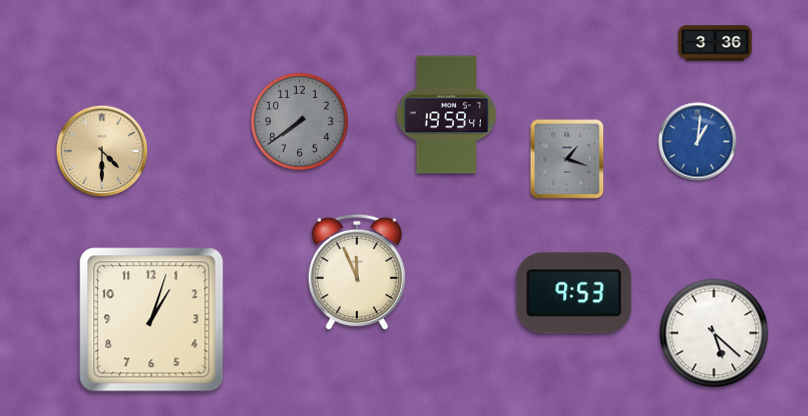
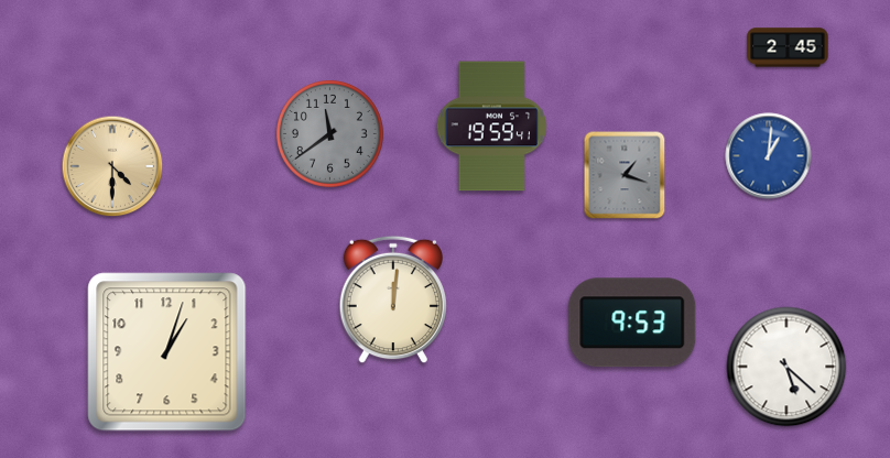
clock at (715, 43): 3:36 -> 2:45
clock at (299, 121): 7:39 -> 11:39
clock at (356, 272): 11:56 -> 12:01
